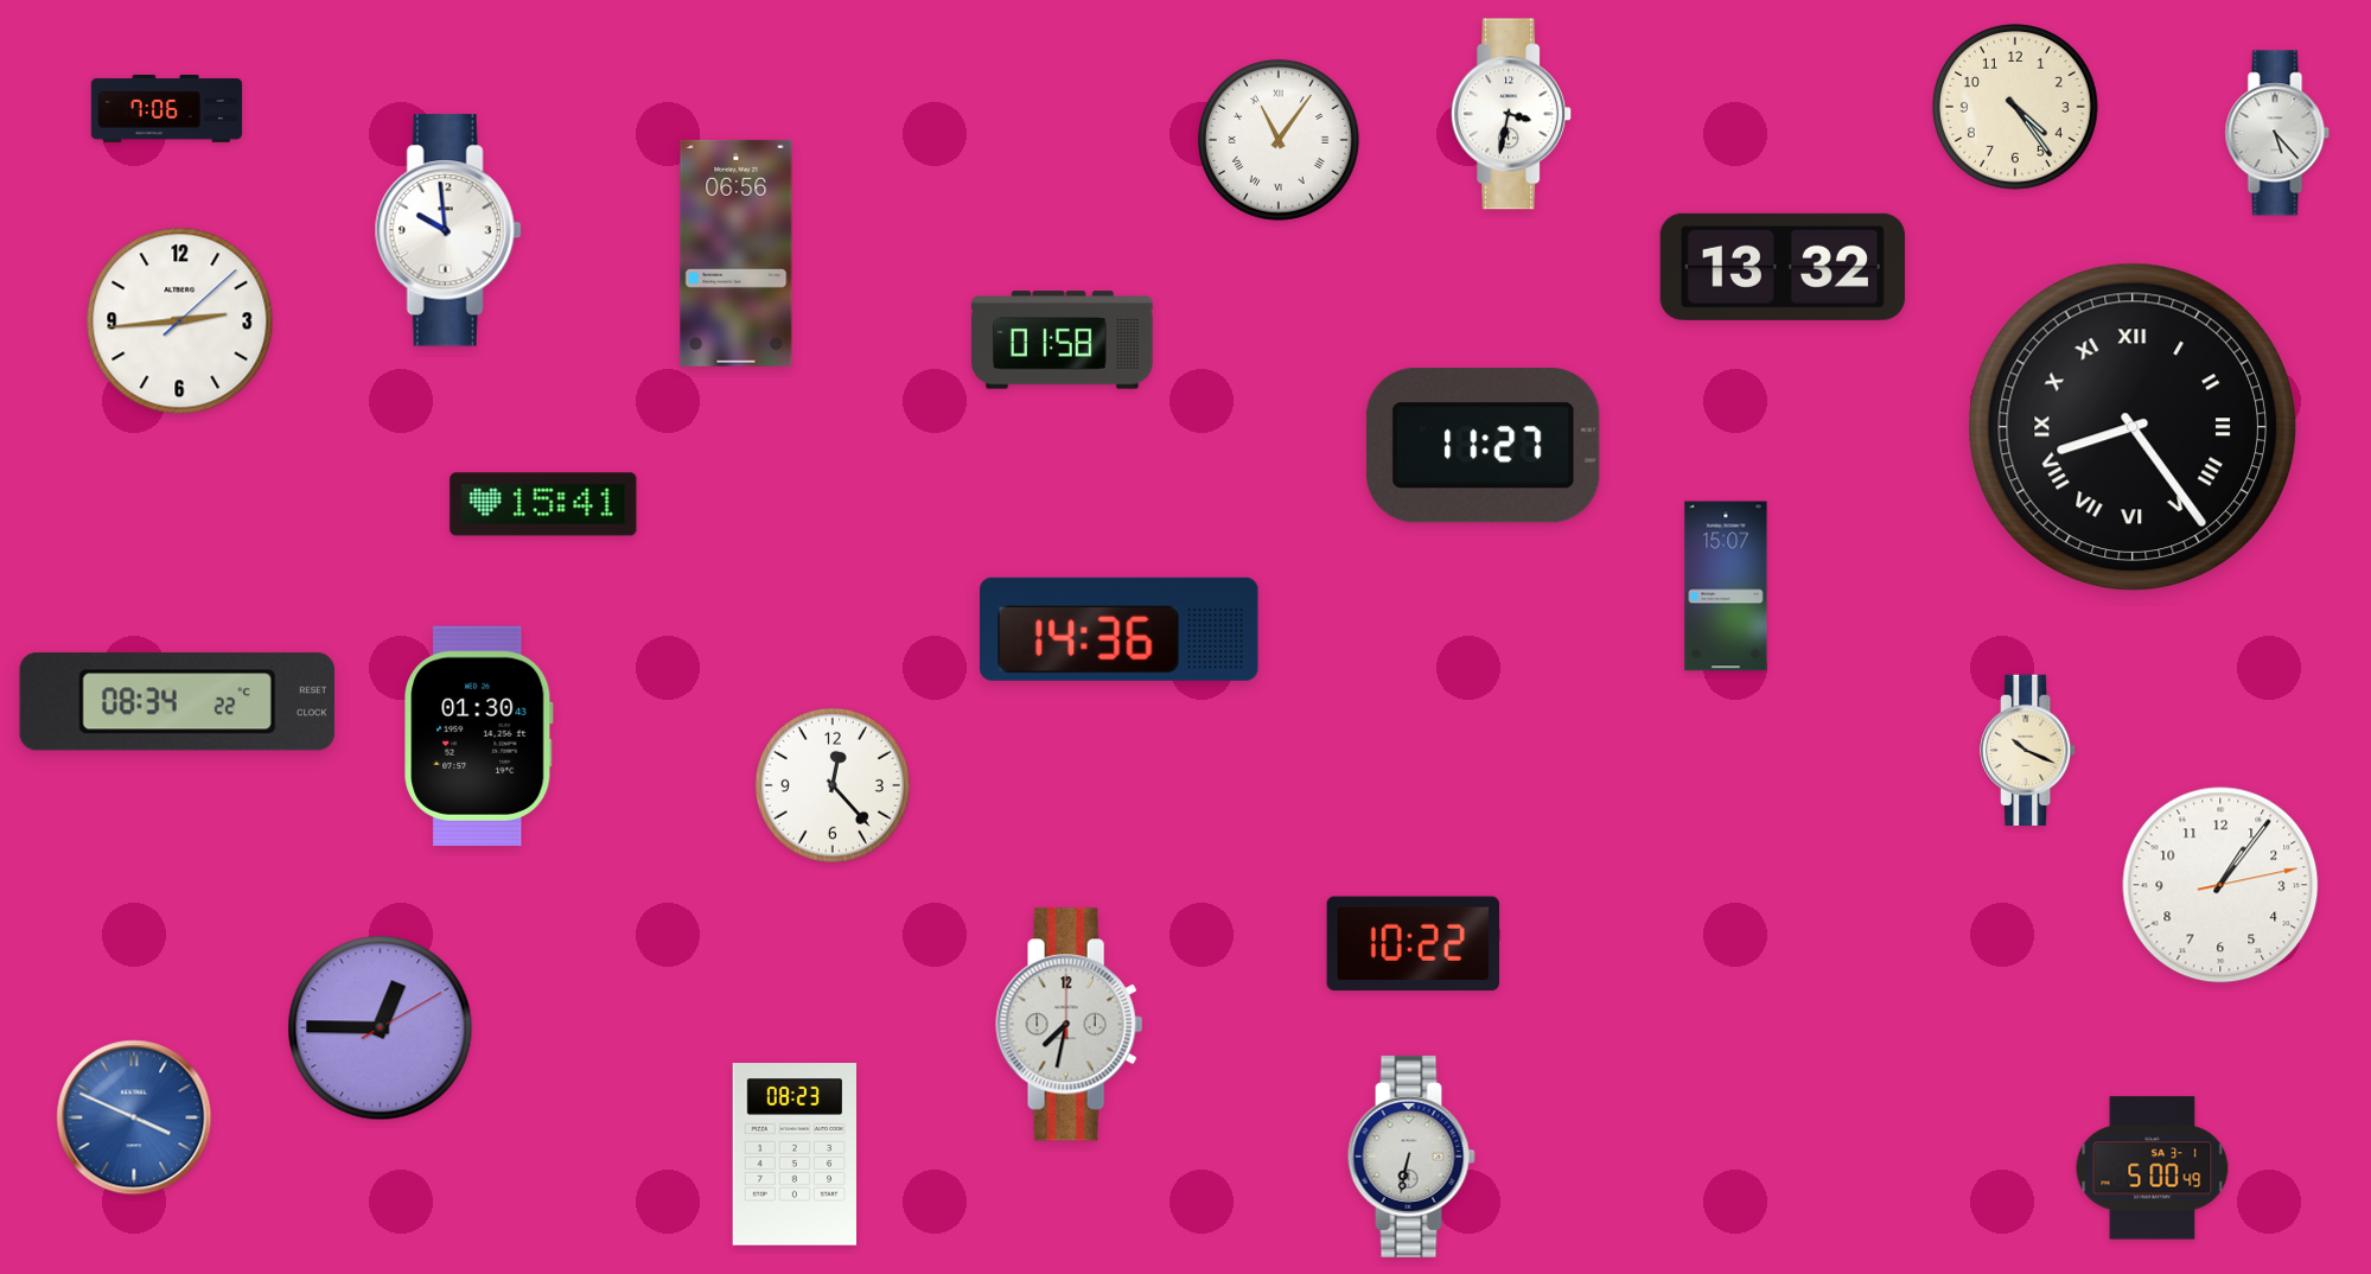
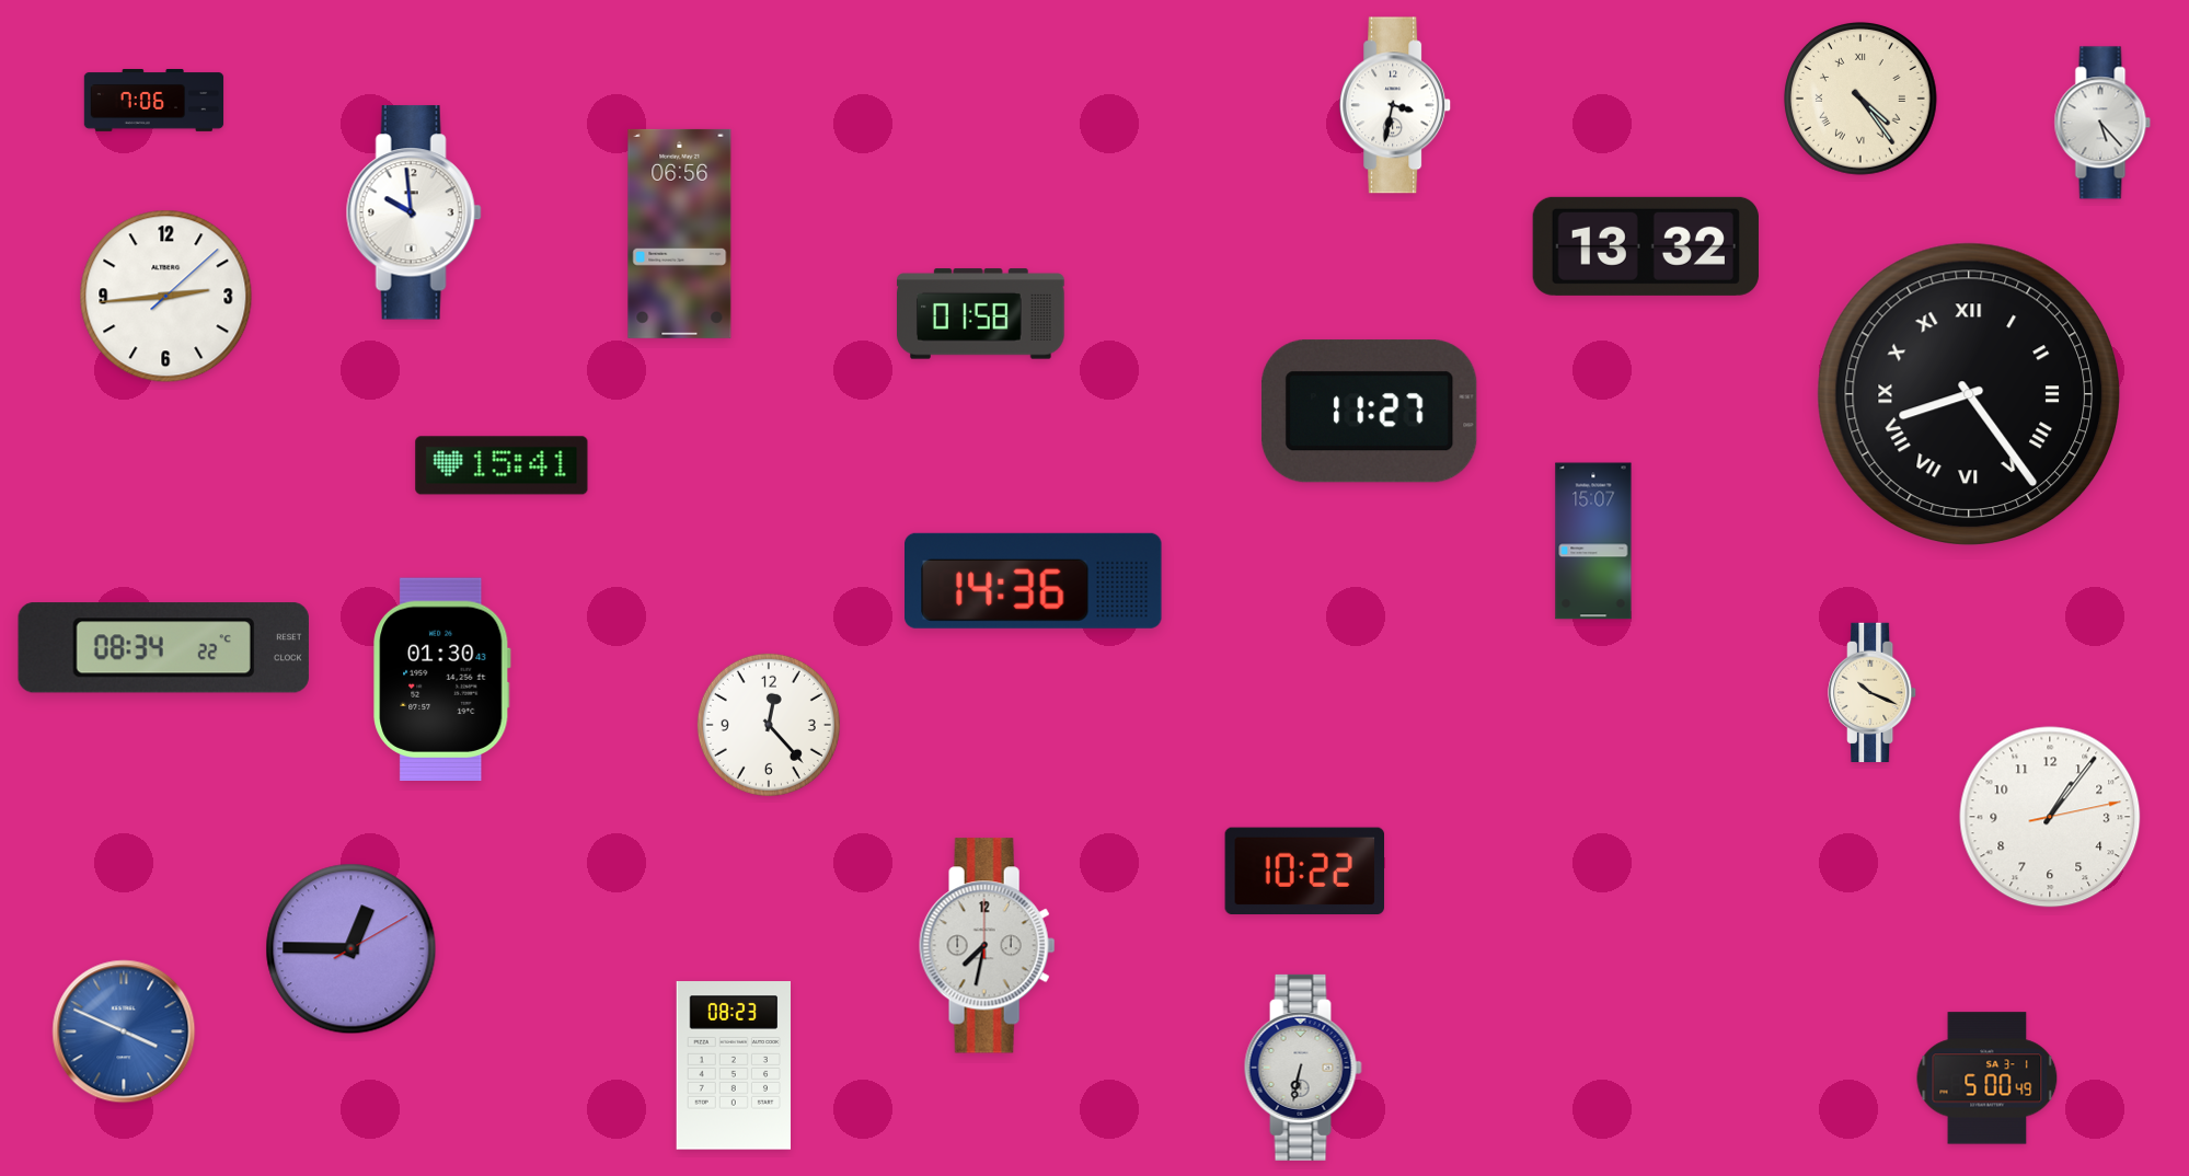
clock at (2016, 108) numerals: Arabic -> Roman
clock at (1279, 140): 11:06 -> none
